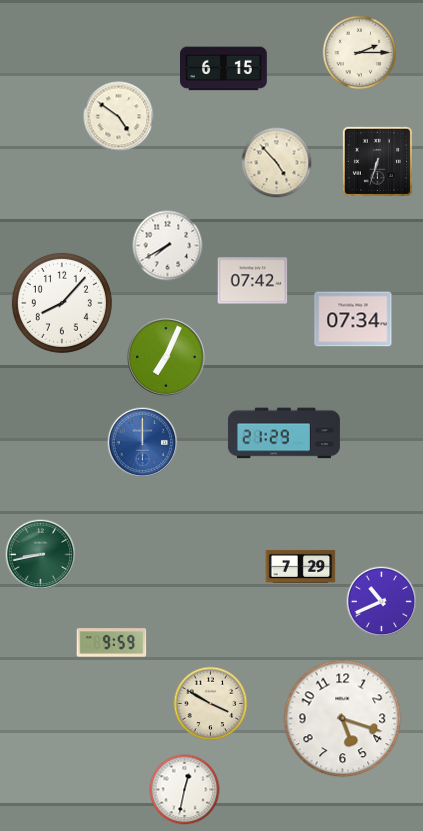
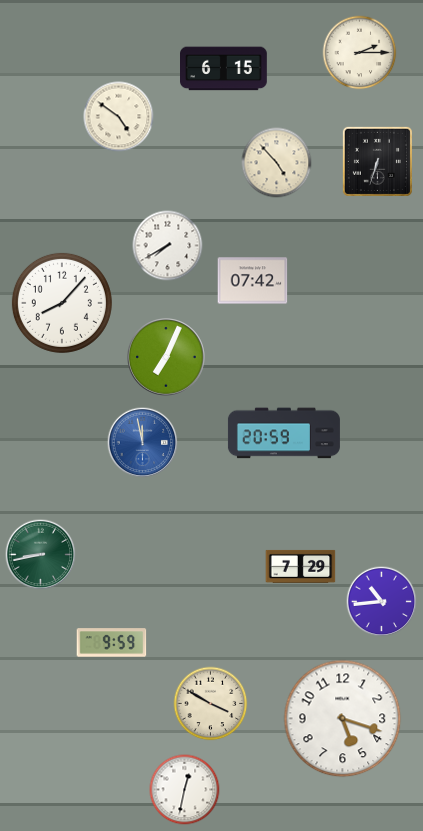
clock at (353, 319): 07:34 -> none
clock at (284, 433): 21:29 -> 20:59
clock at (143, 443): 12:00 -> 11:58
clock at (382, 602): 10:41 -> 10:44
